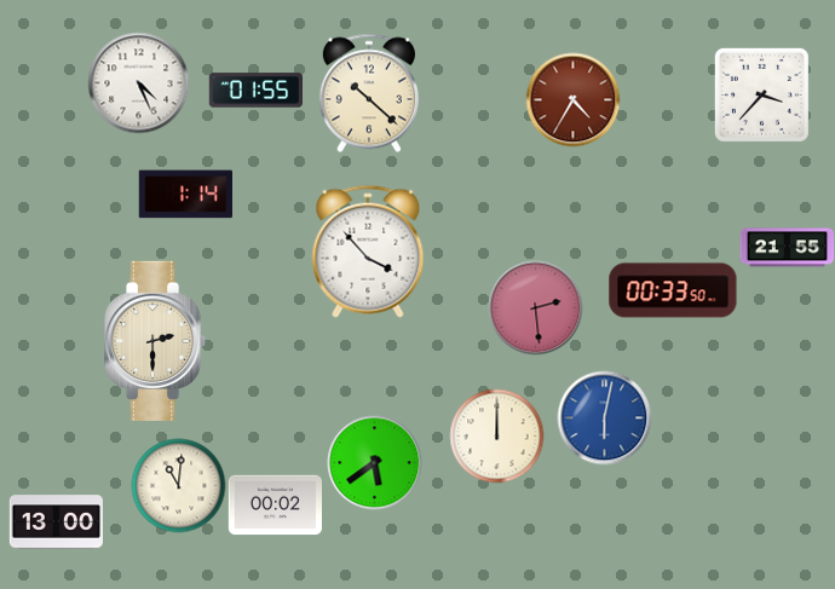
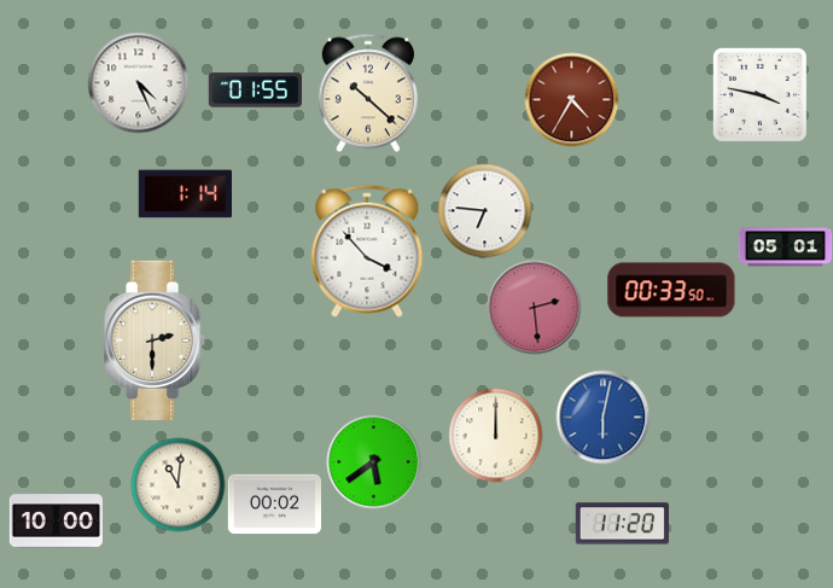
clock at (761, 94): 3:37 -> 3:47
clock at (484, 210): none -> 6:46
clock at (787, 248): 21:55 -> 05:01
clock at (56, 522): 13:00 -> 10:00
clock at (622, 524): none -> 11:20
